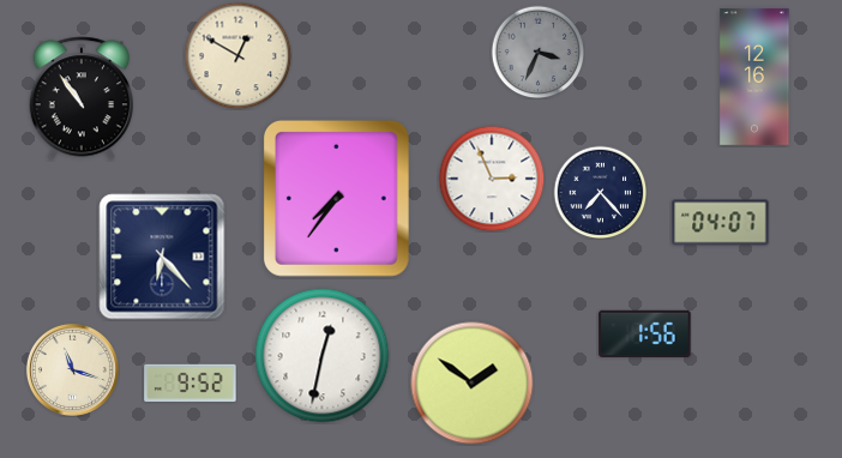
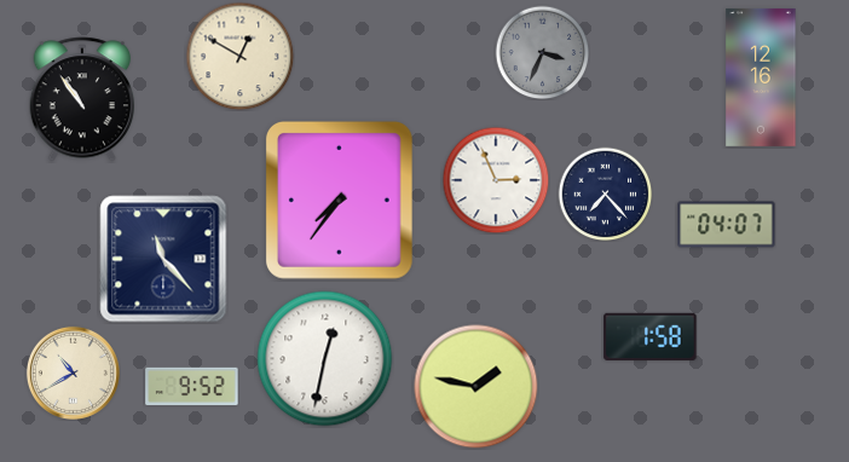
clock at (162, 257): 6:23 -> 11:23
clock at (645, 333): 1:56 -> 1:58
clock at (72, 369): 11:18 -> 10:40
clock at (473, 384): 1:51 -> 1:47
